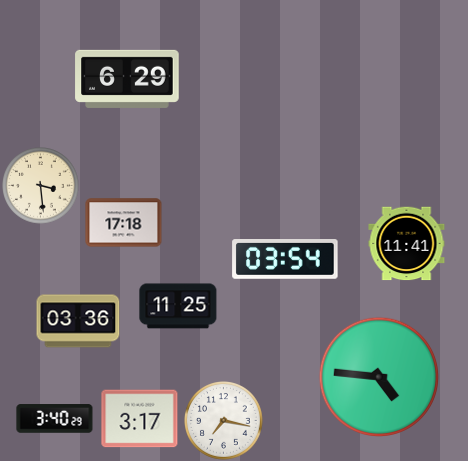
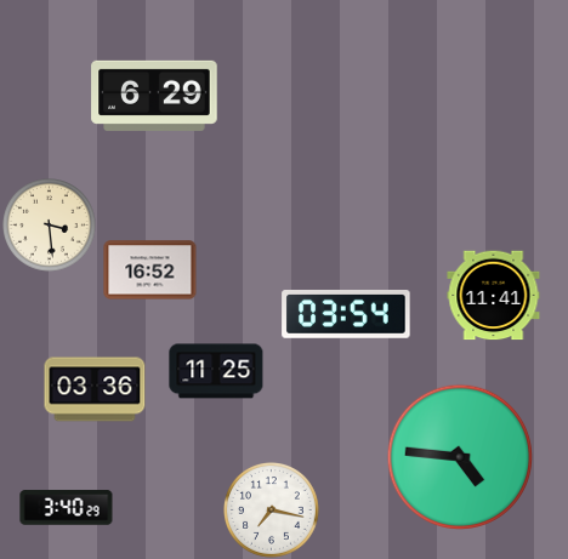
clock at (124, 223): 17:18 -> 16:52
clock at (140, 419): 3:17 -> none
